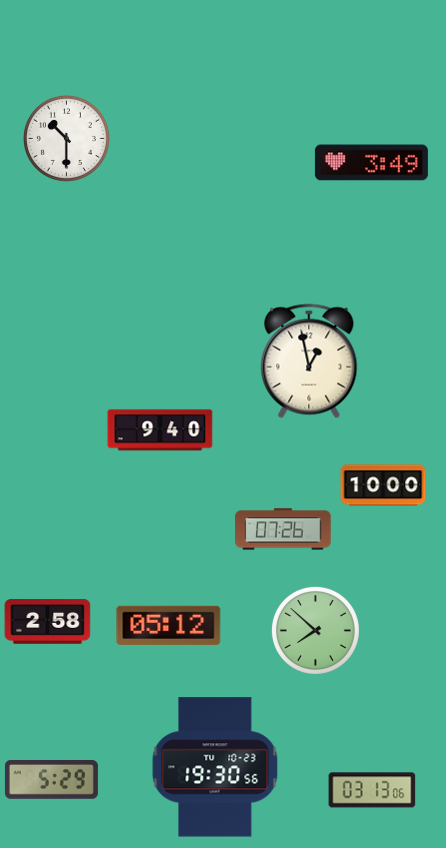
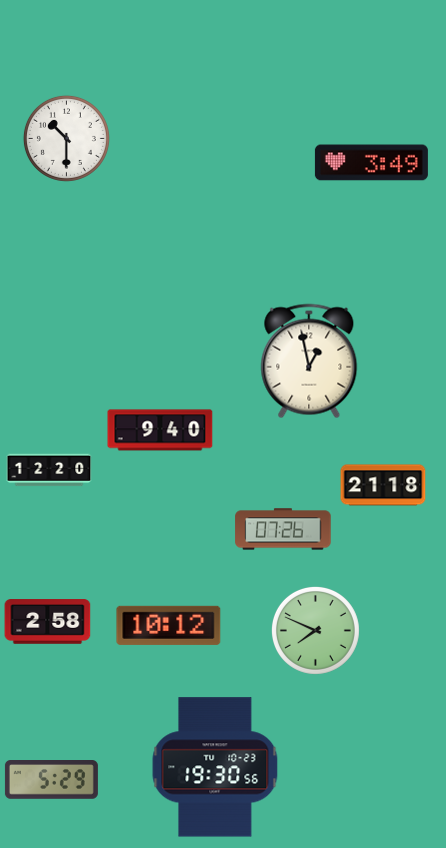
clock at (49, 470): none -> 12:20
clock at (383, 485): 10:00 -> 21:18
clock at (169, 625): 05:12 -> 10:12
clock at (315, 630): 7:52 -> 7:49
clock at (372, 790): 03:13 -> none
